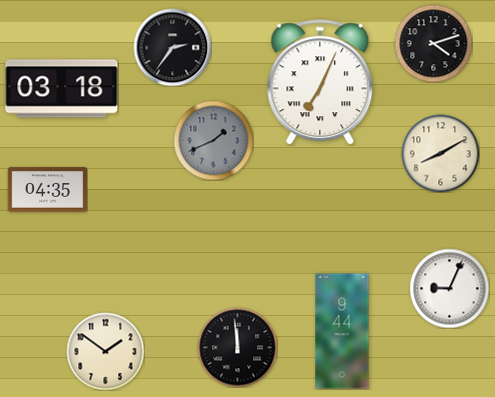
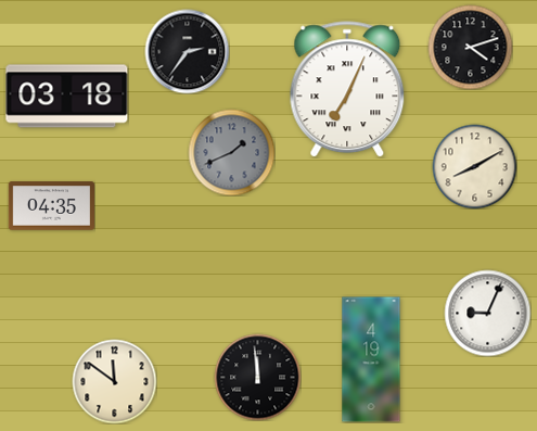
clock at (440, 153) position: (440, 153) -> (474, 166)
clock at (342, 331): 9:44 -> 4:19
clock at (105, 351): 1:51 -> 11:51
